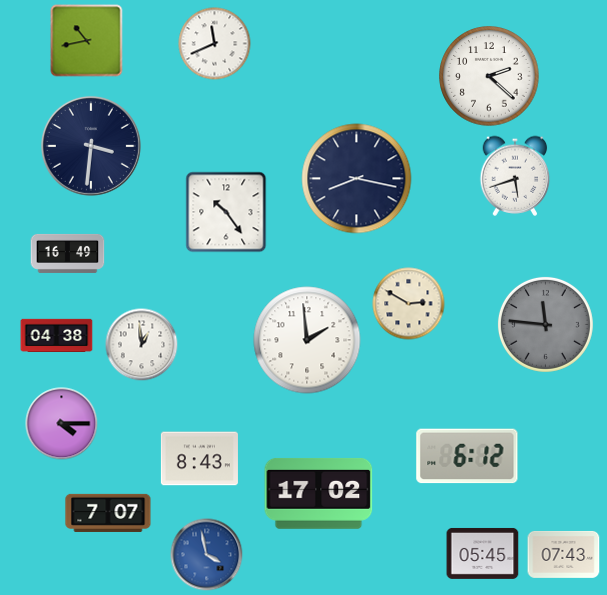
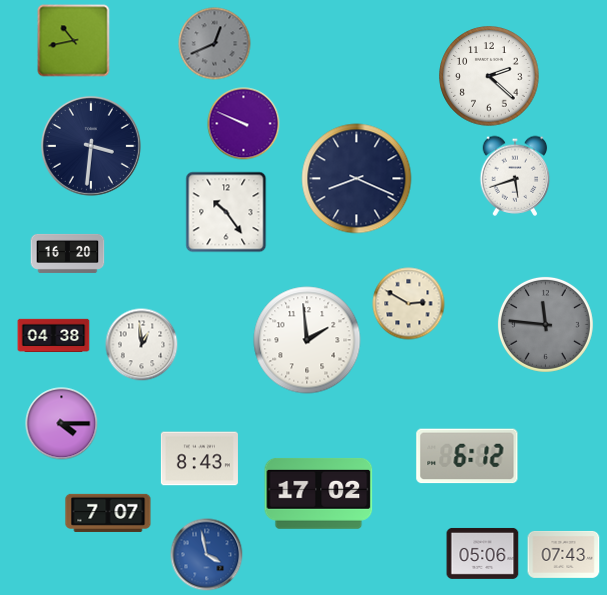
clock at (87, 41) position: (87, 41) -> (74, 41)
clock at (215, 44): 11:41 -> 12:41
clock at (215, 44) dial: white -> grey
clock at (244, 124): none -> 9:49
clock at (357, 179): 8:17 -> 8:19
clock at (68, 253): 16:49 -> 16:20
clock at (57, 336) position: (57, 336) -> (54, 336)
clock at (483, 553): 05:45 -> 05:06
